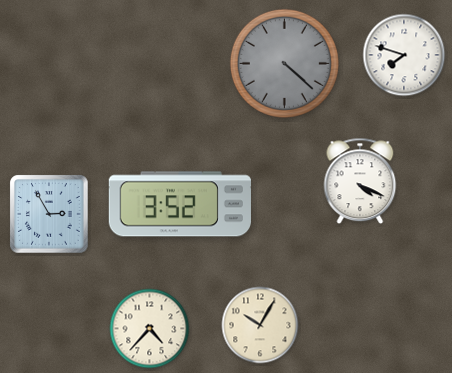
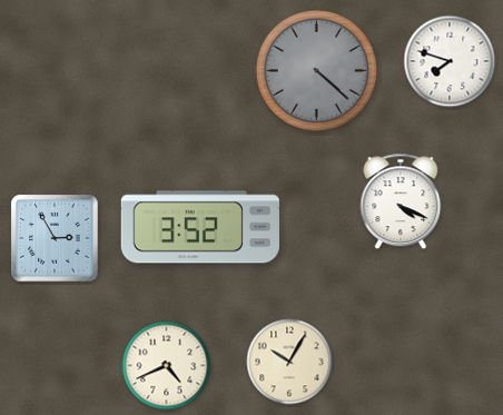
clock at (150, 329): 4:37 -> 4:41
